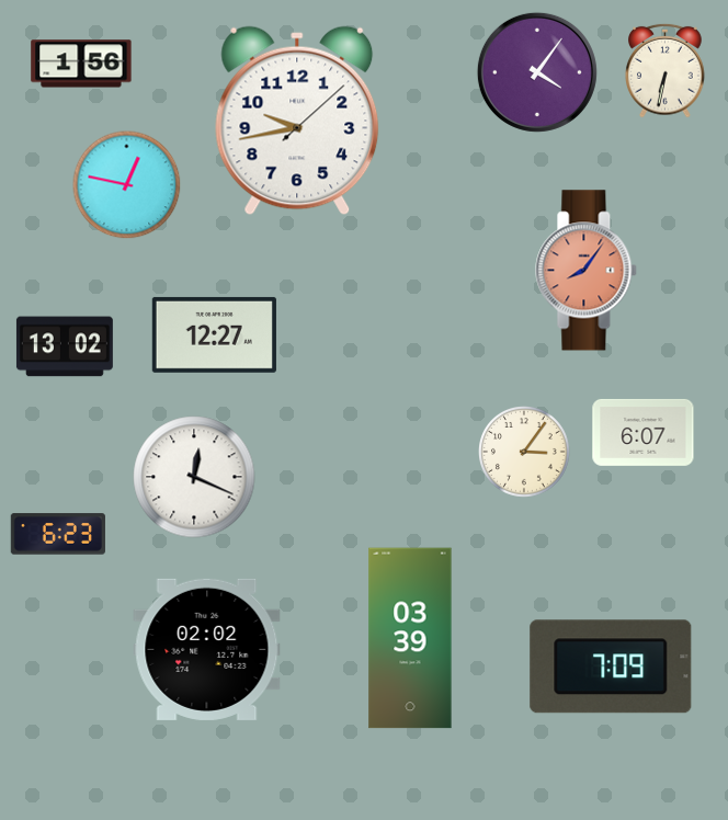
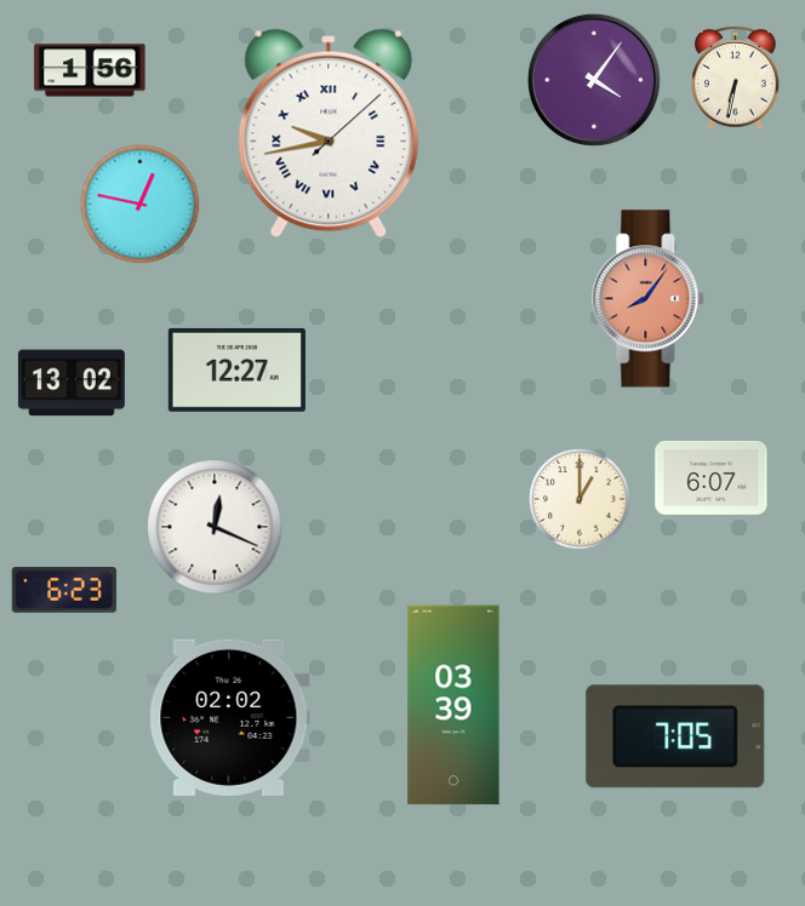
clock at (297, 121) numerals: Arabic -> Roman
clock at (525, 453): 3:06 -> 1:00
clock at (611, 667): 7:09 -> 7:05
